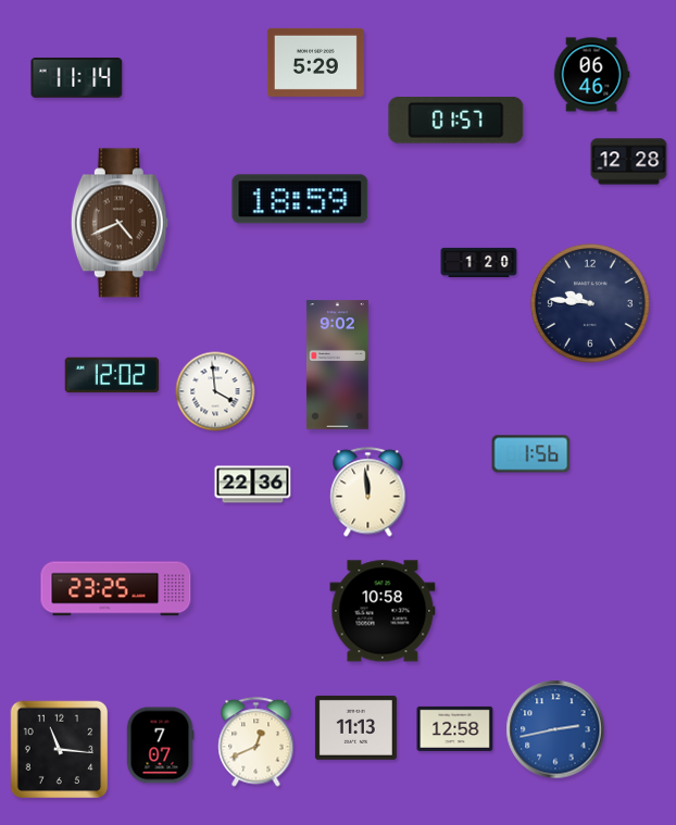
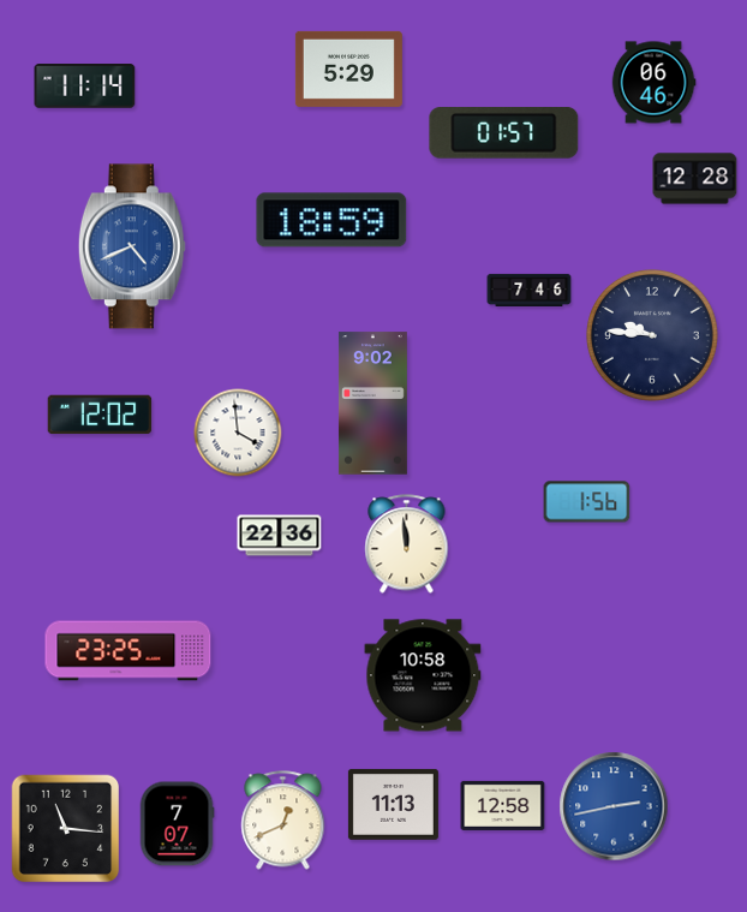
clock at (120, 223) dial: brown -> blue
clock at (479, 262): 1:20 -> 7:46
clock at (112, 375) position: (112, 375) -> (100, 415)
